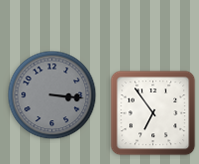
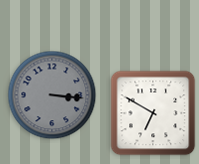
clock at (153, 113): 6:54 -> 6:50
